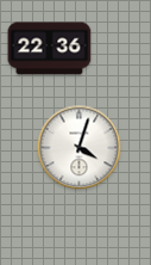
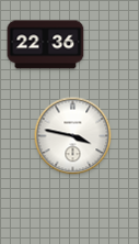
clock at (80, 148): 4:03 -> 3:47
